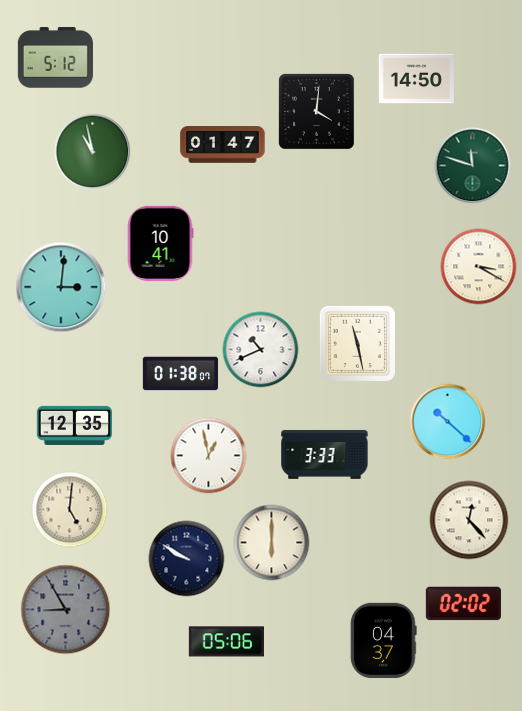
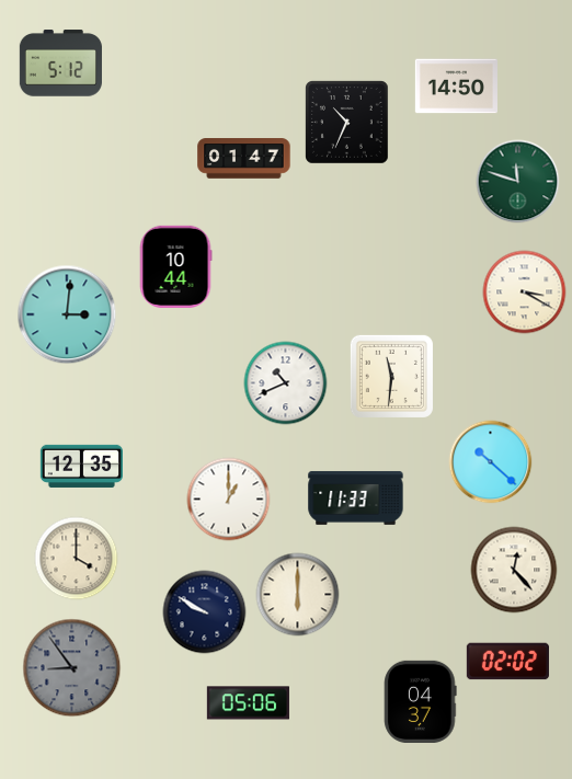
clock at (317, 112): 4:01 -> 10:34
clock at (93, 152): 10:58 -> none
clock at (160, 243): 10:41 -> 10:44
clock at (357, 343): 11:28 -> 11:31
clock at (180, 374): 01:38 -> none
clock at (325, 454): 3:33 -> 11:33
clock at (209, 456): 12:58 -> 1:00
clock at (70, 510): 5:01 -> 4:00
clock at (66, 610): 8:55 -> 8:54
